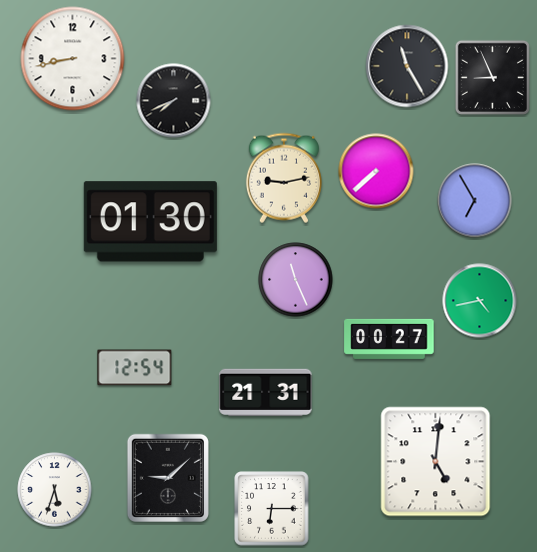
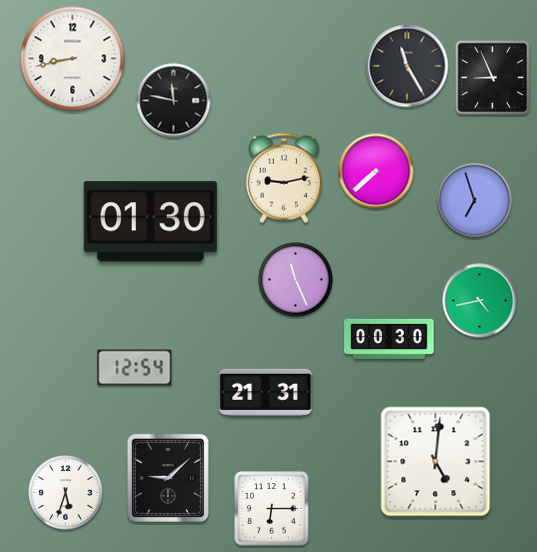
clock at (174, 101): 7:41 -> 11:47
clock at (475, 201): 6:55 -> 6:57
clock at (389, 339): 00:27 -> 00:30
clock at (55, 490) position: (55, 490) -> (66, 493)
